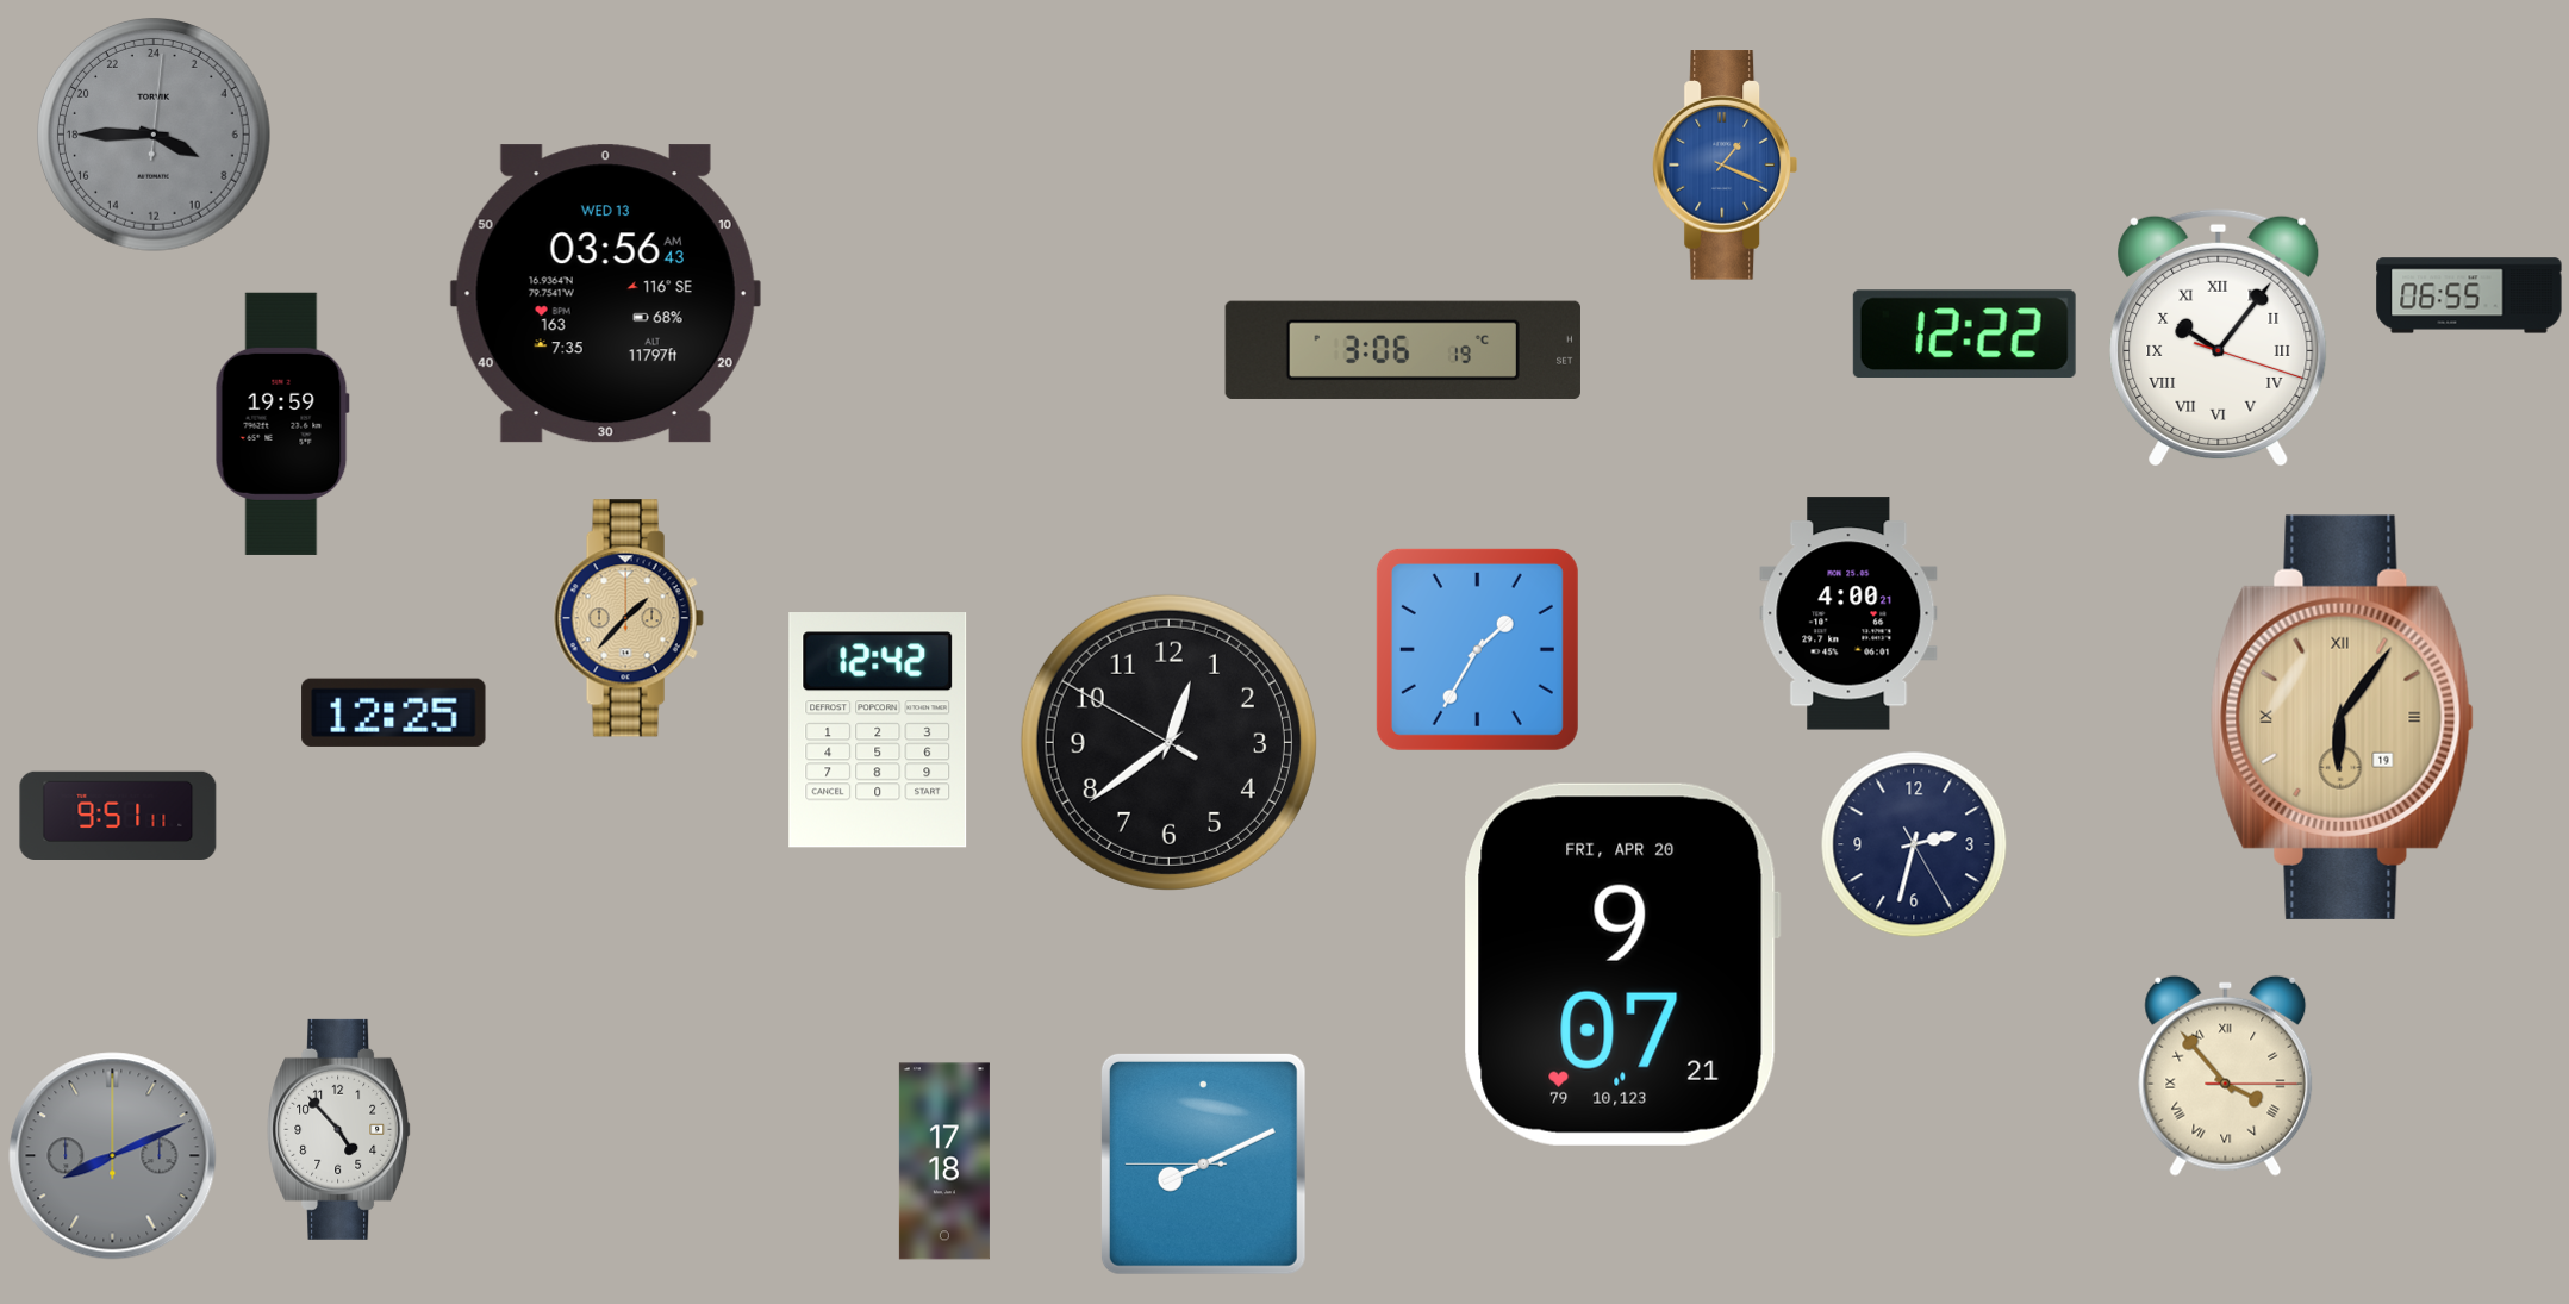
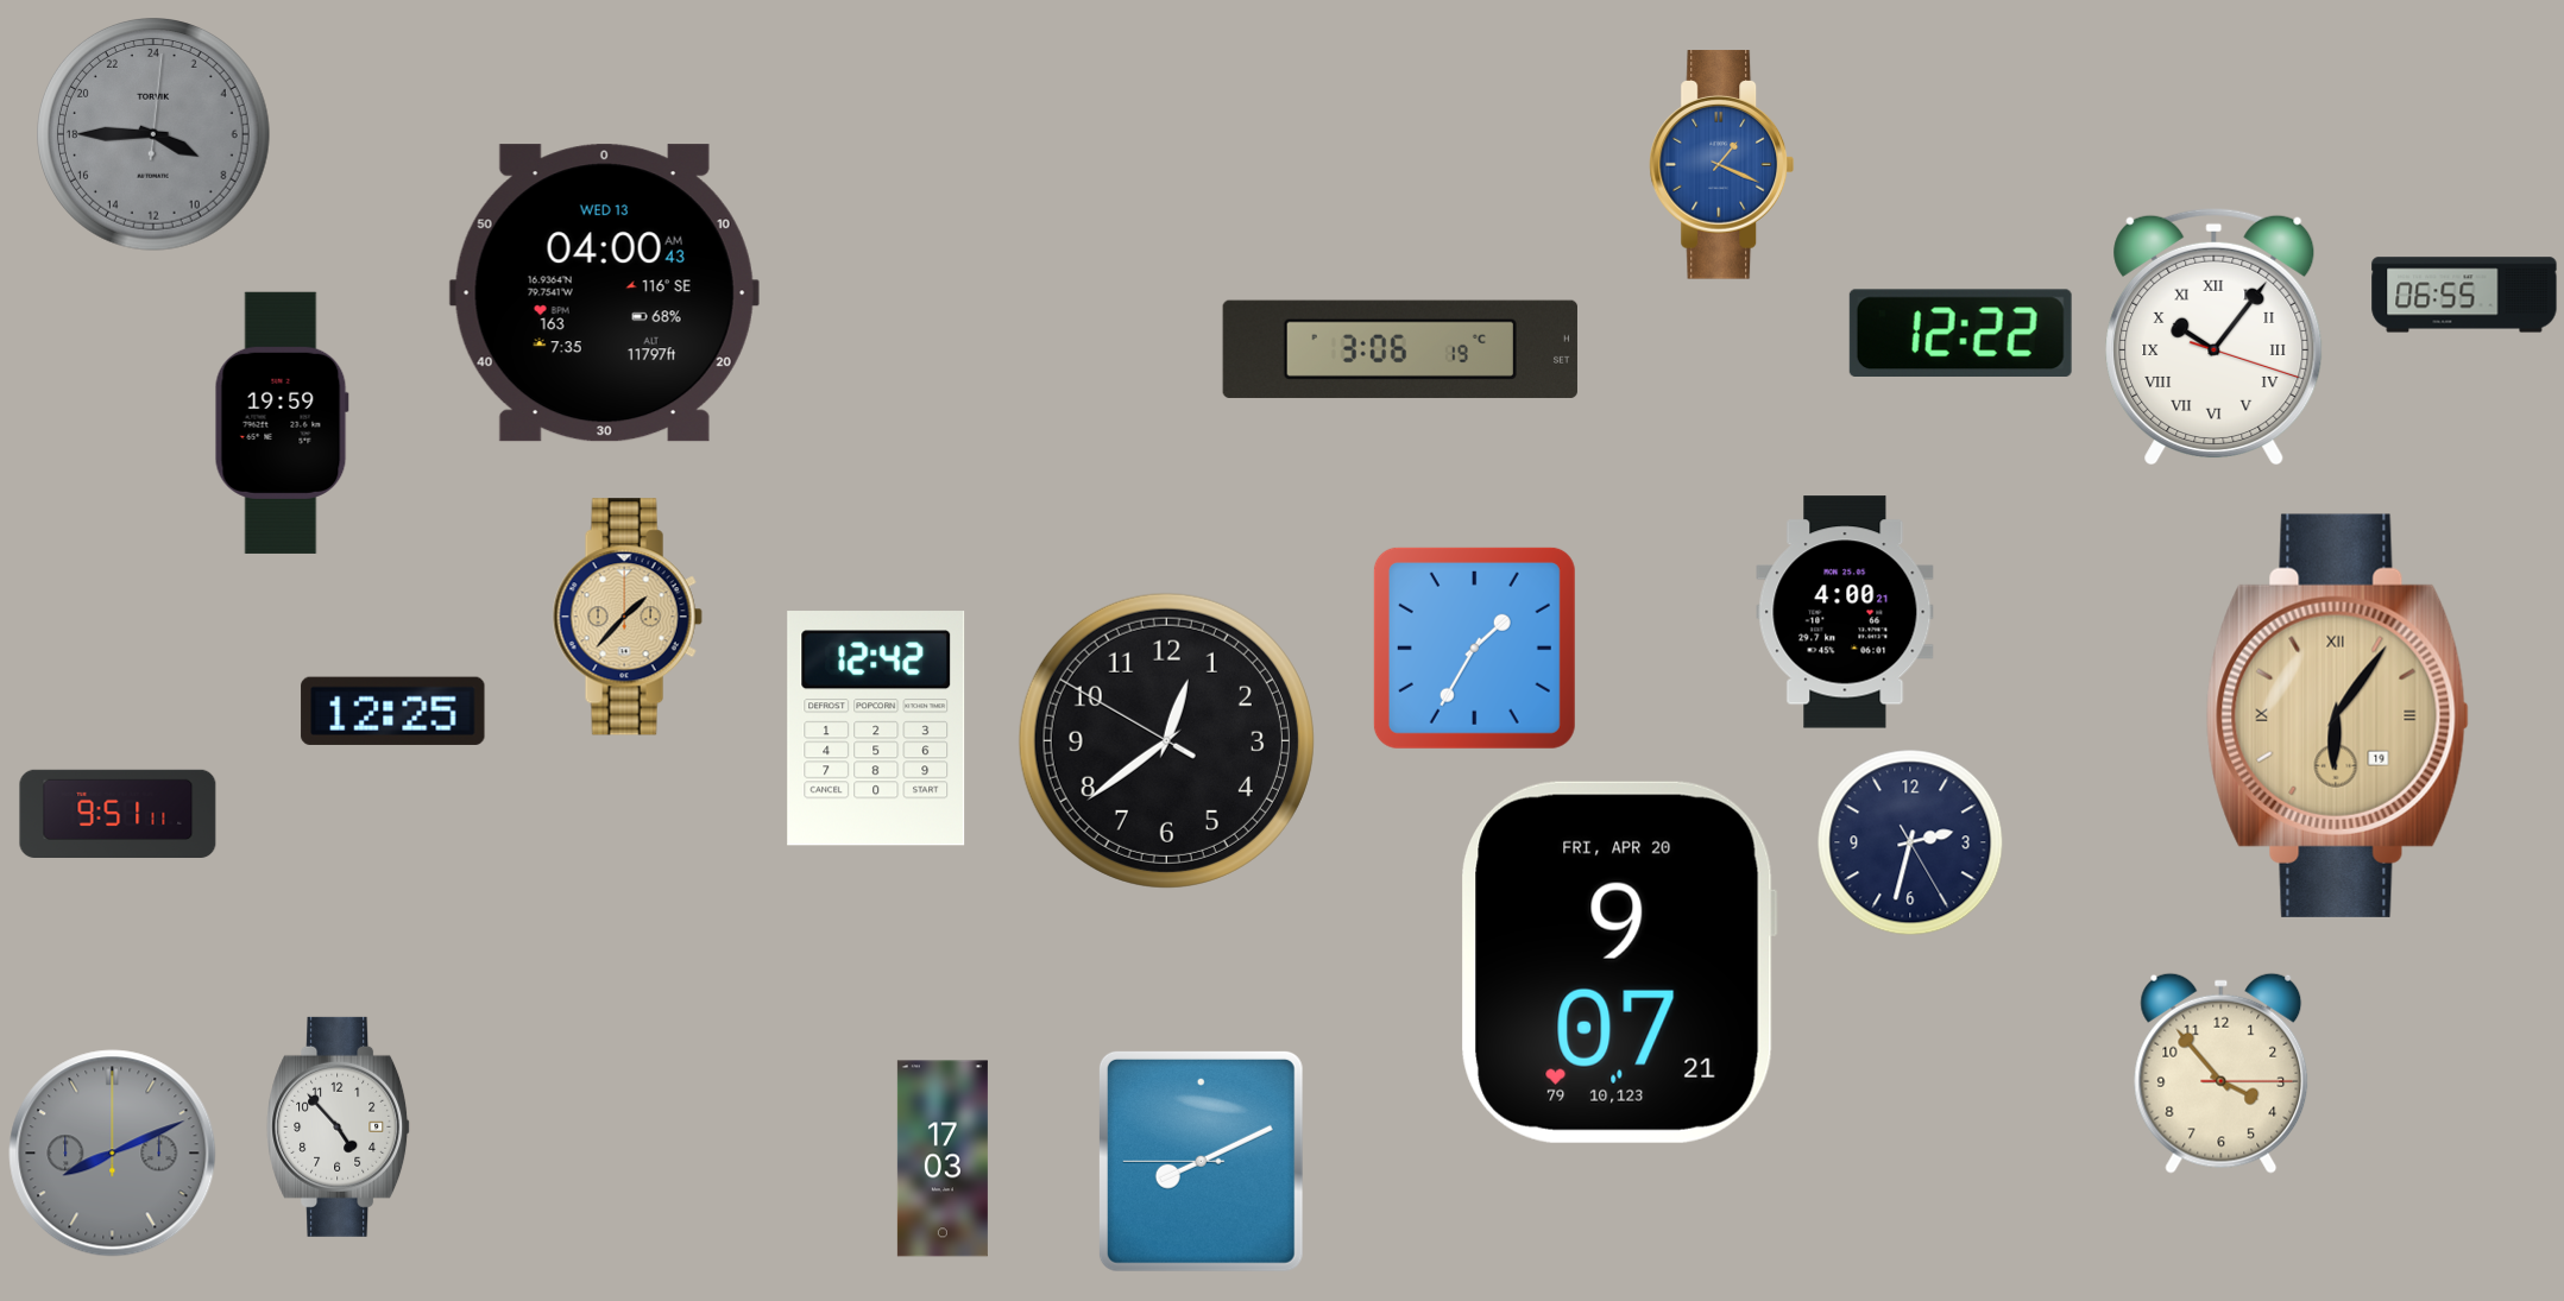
clock at (605, 294): 03:56 -> 04:00
clock at (2226, 1075) numerals: Roman -> Arabic
clock at (944, 1161): 17:18 -> 17:03
